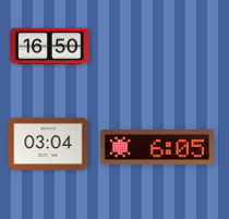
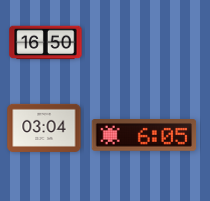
clock at (48, 144) position: (48, 144) -> (44, 128)
